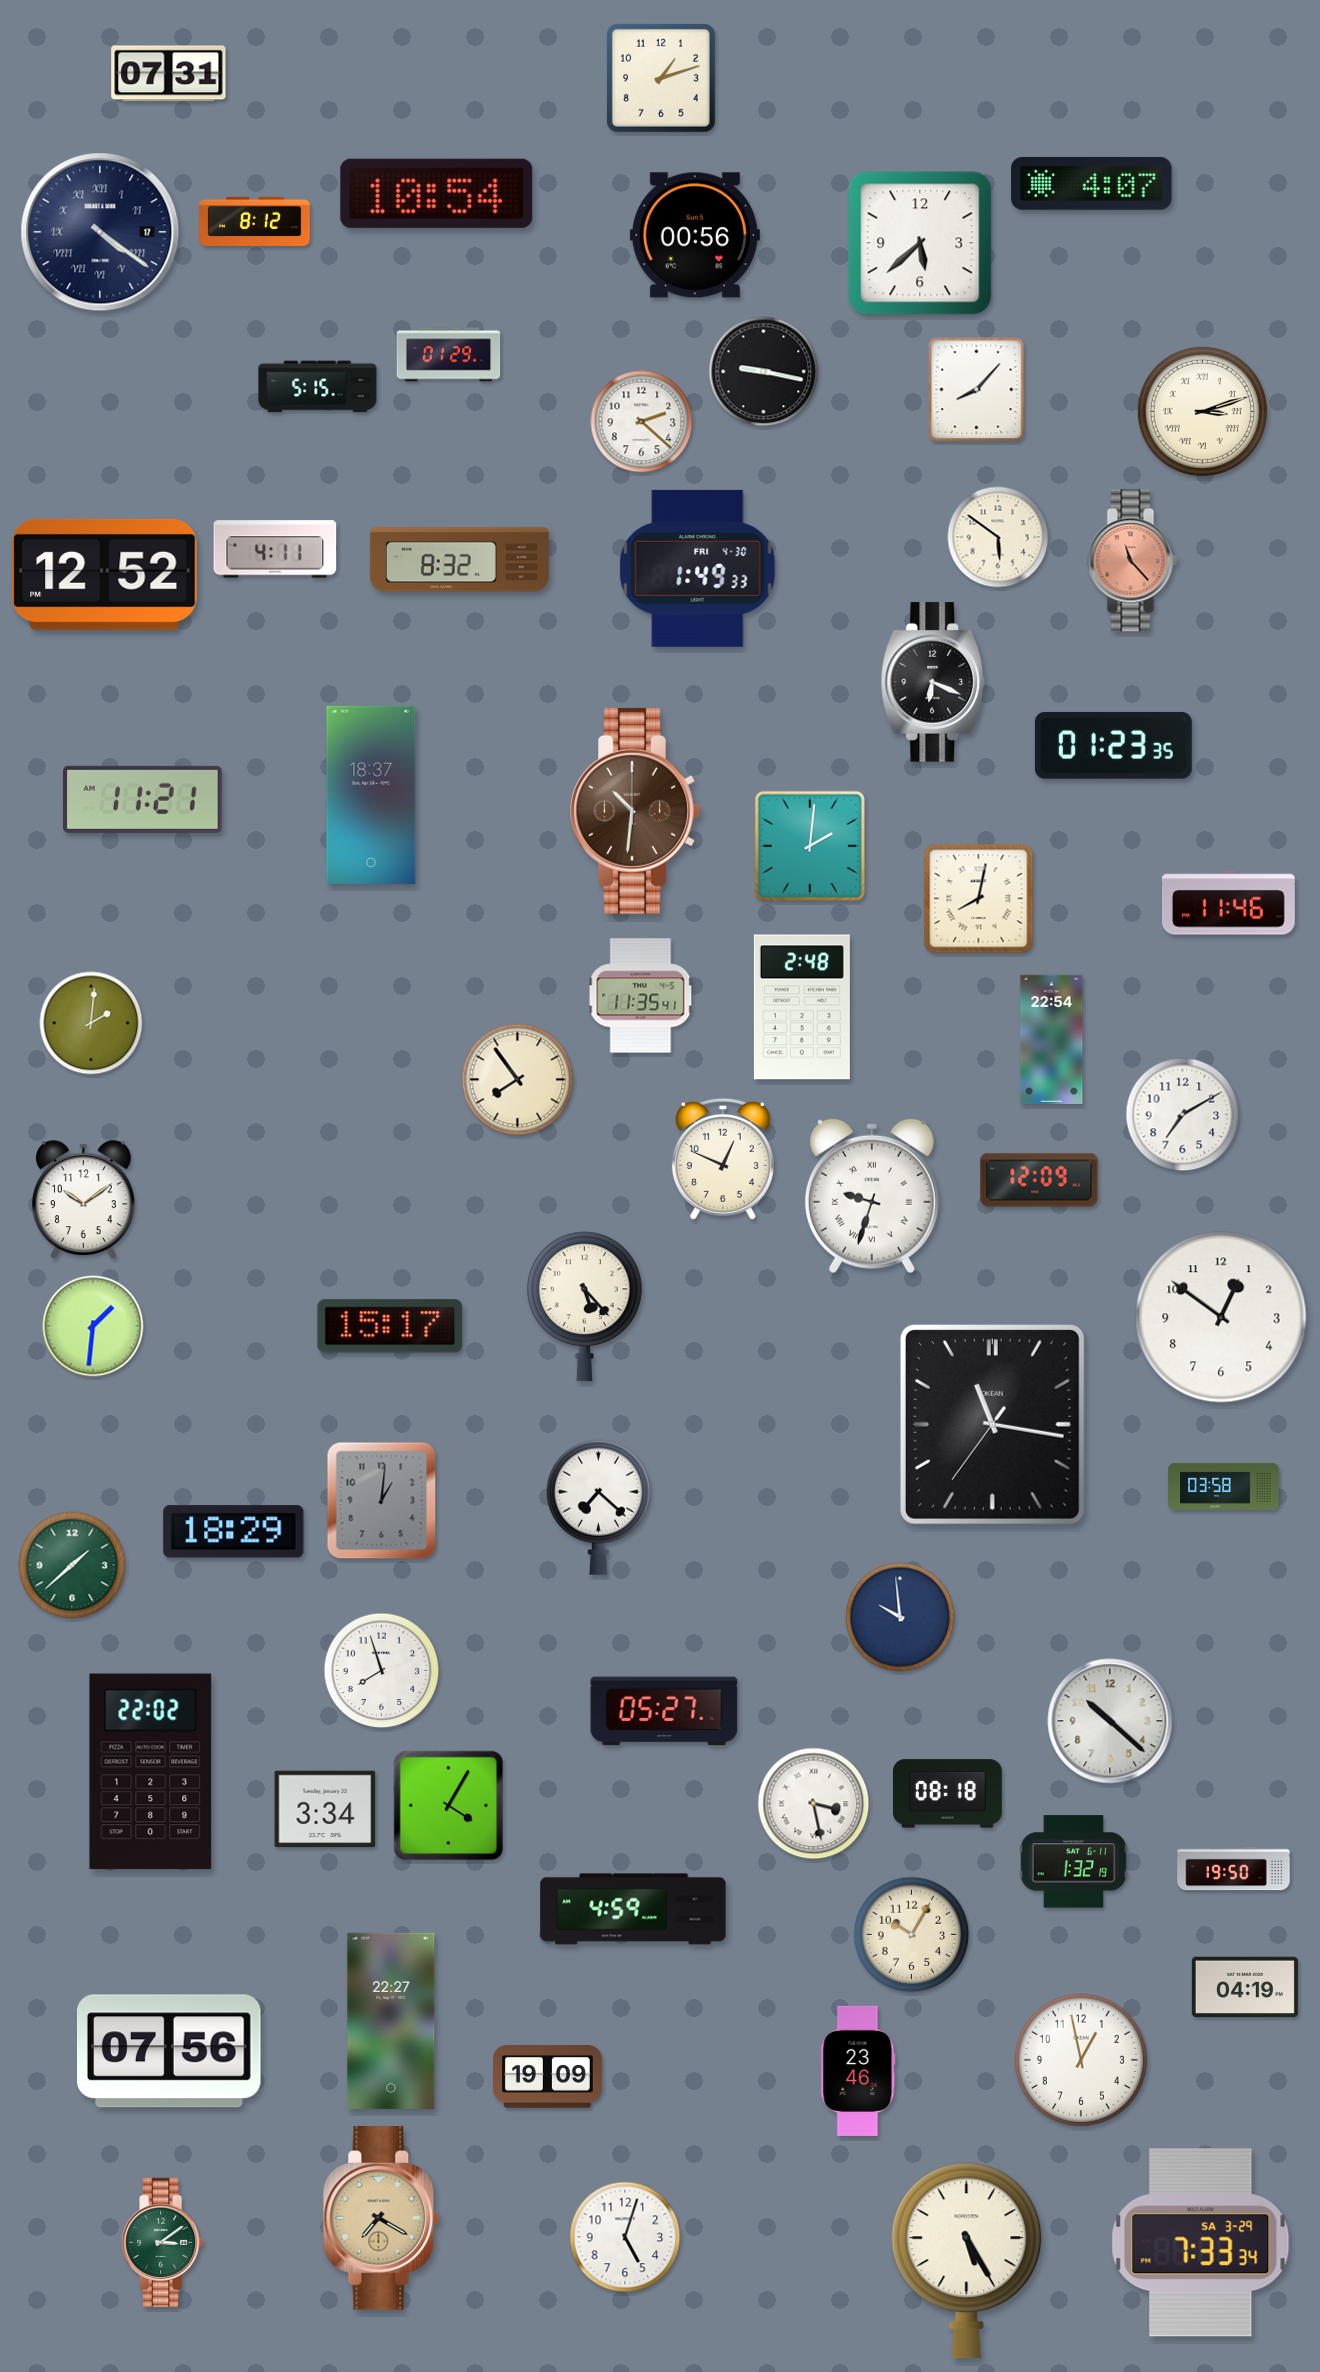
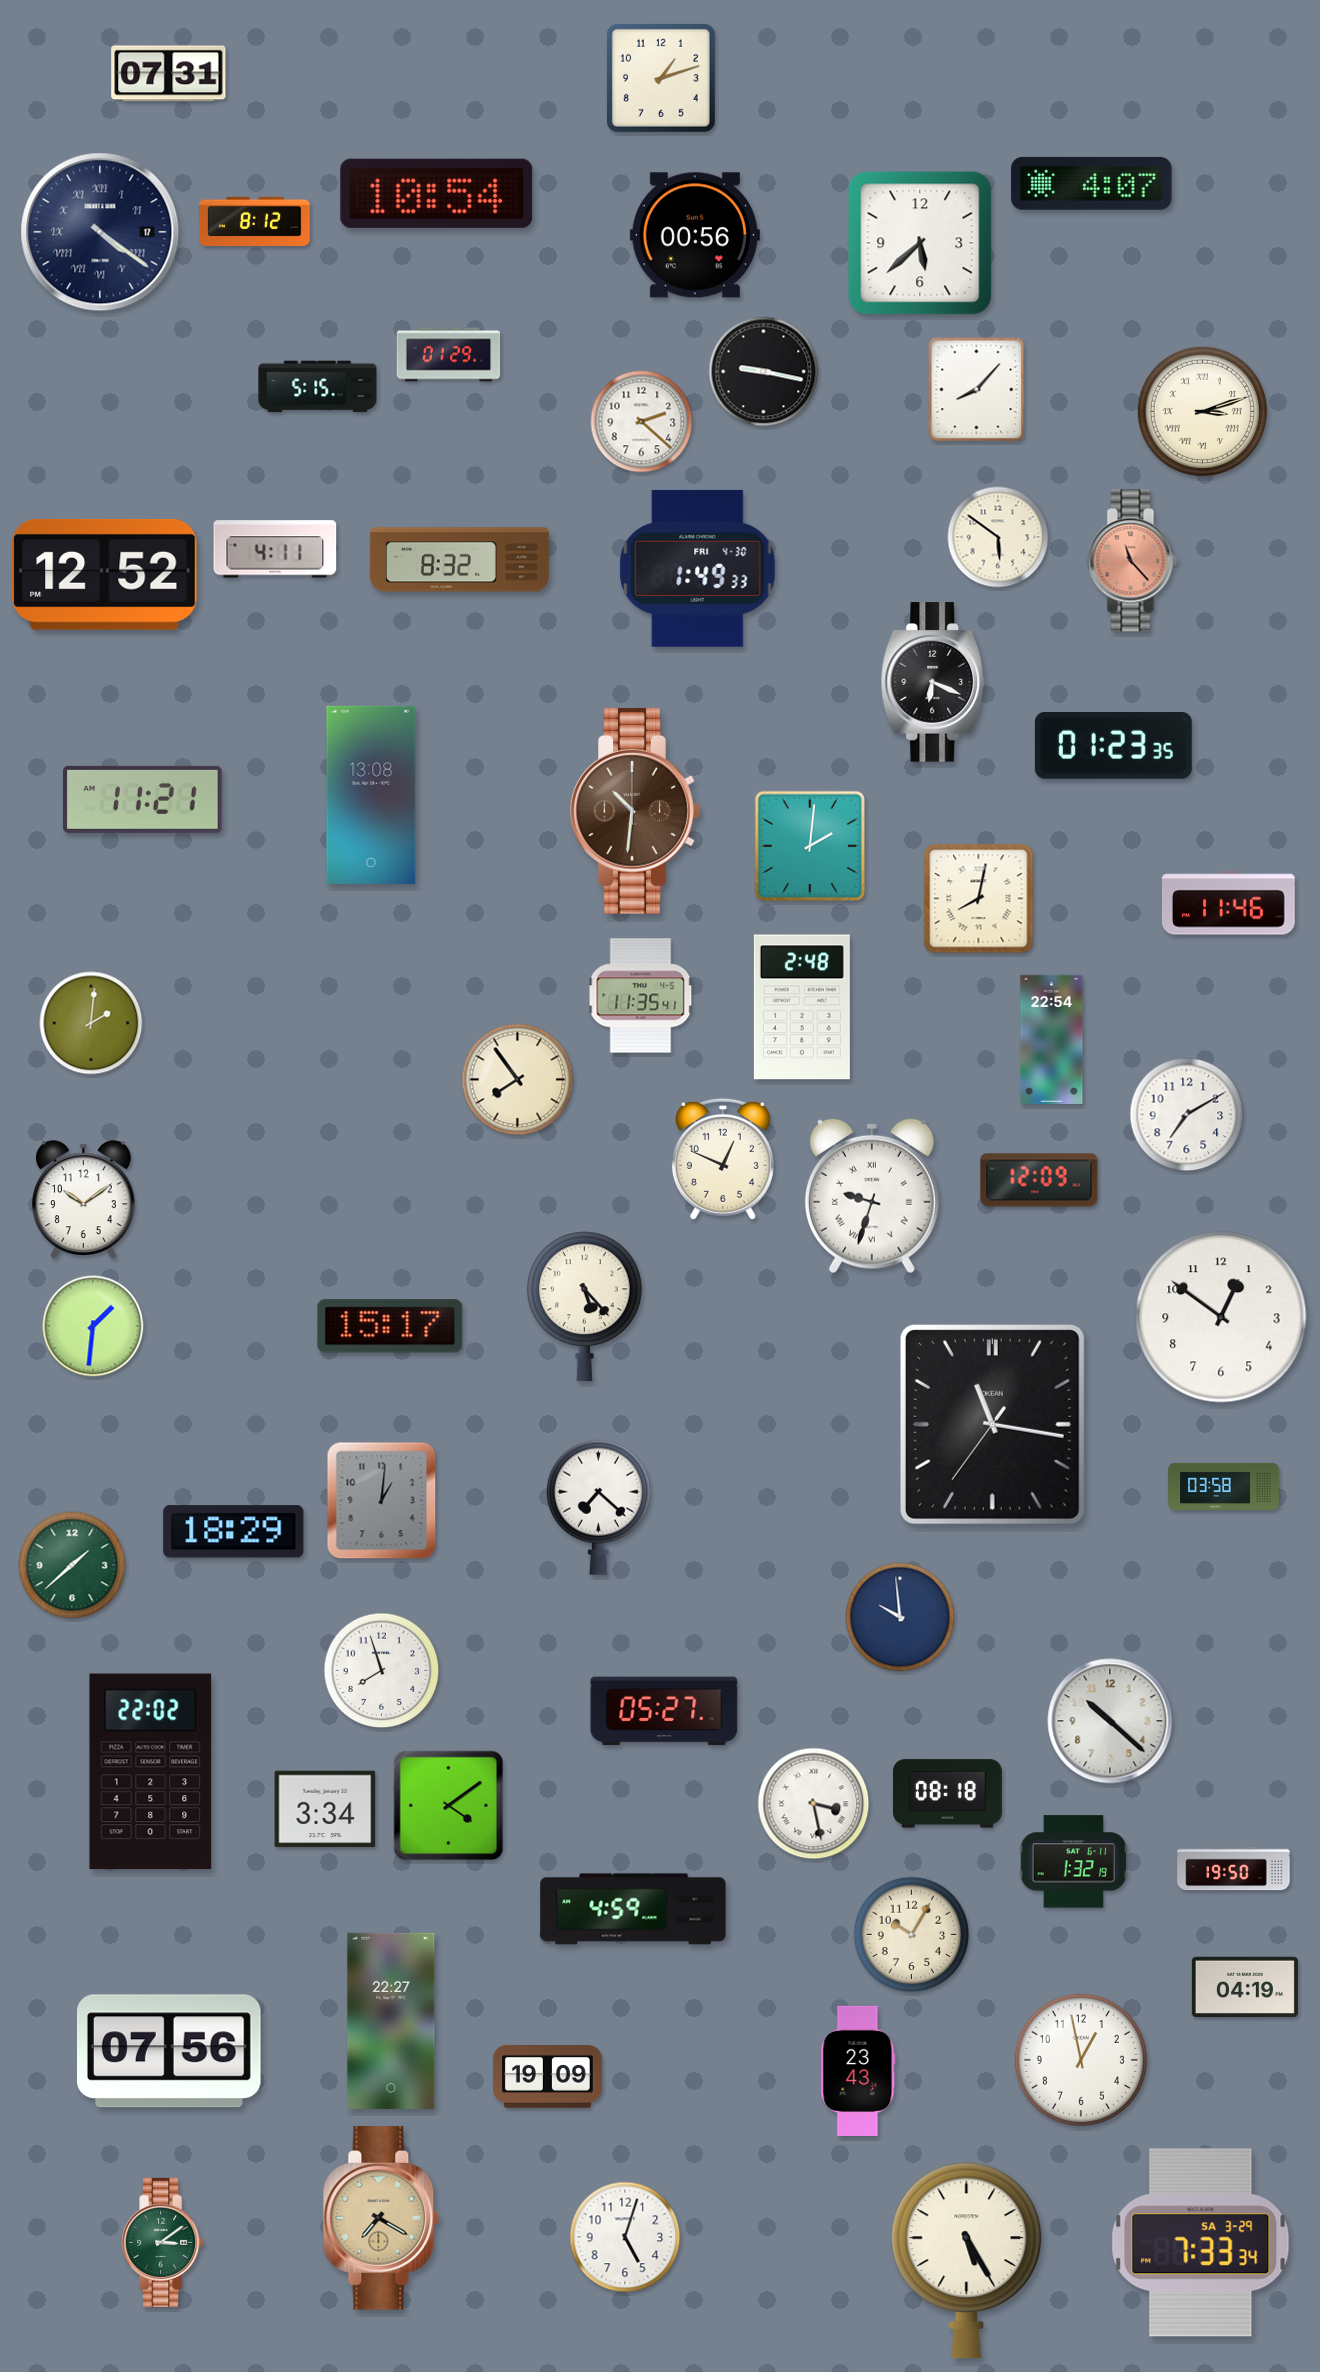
clock at (371, 795): 18:37 -> 13:08
clock at (1183, 1115) position: (1183, 1115) -> (1187, 1115)
clock at (449, 1806): 4:05 -> 4:09
clock at (858, 2071): 23:46 -> 23:43
